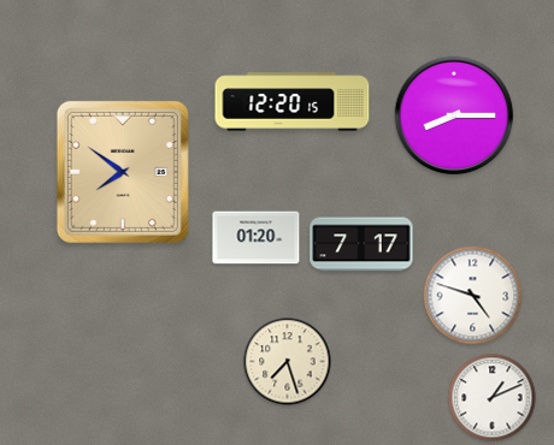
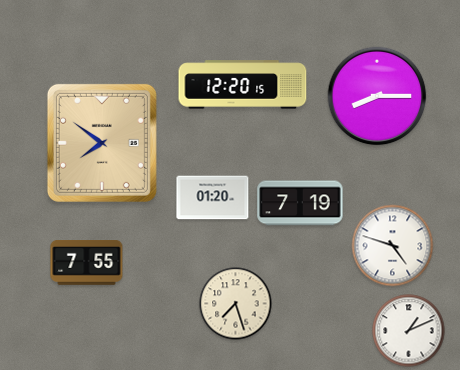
clock at (361, 244): 7:17 -> 7:19
clock at (87, 263): none -> 7:55
clock at (288, 362) position: (288, 362) -> (236, 304)
